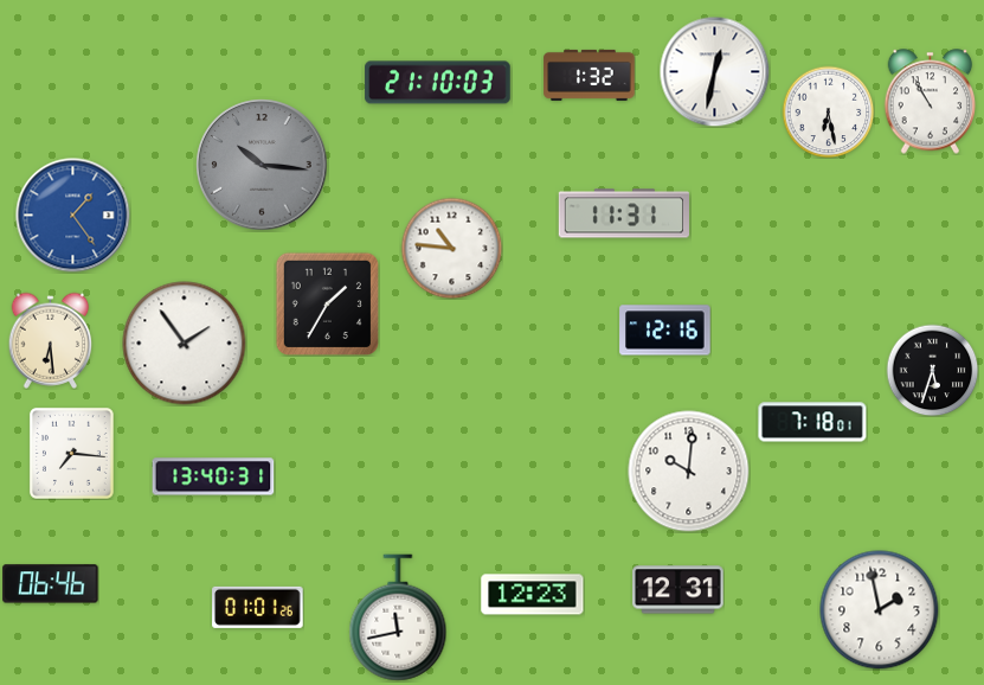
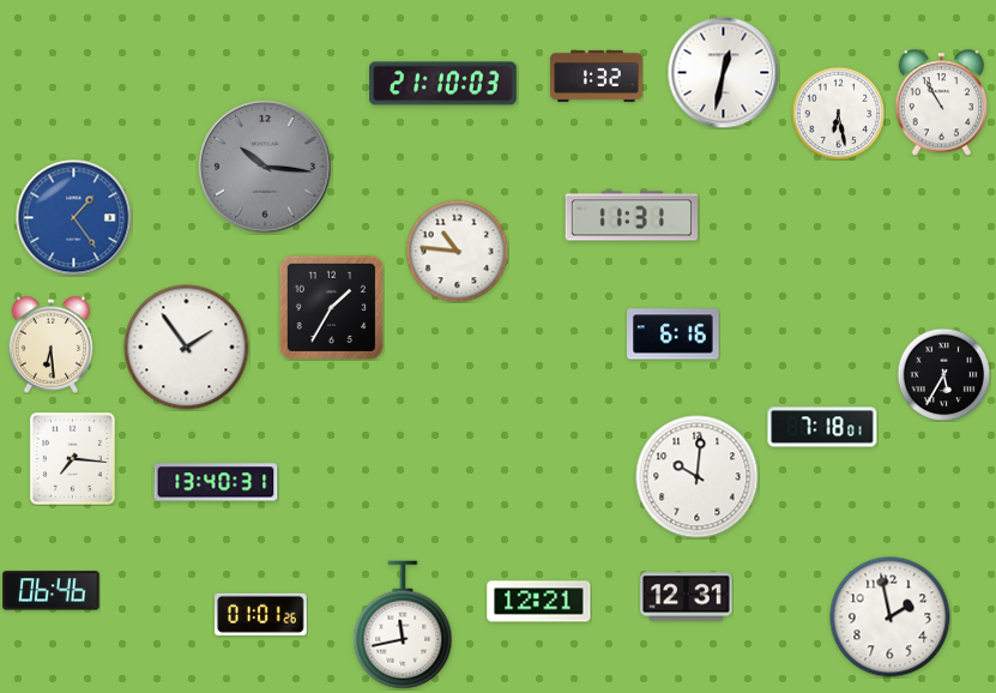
clock at (665, 331): 12:16 -> 6:16
clock at (932, 370): 5:33 -> 5:35
clock at (533, 595): 12:23 -> 12:21
